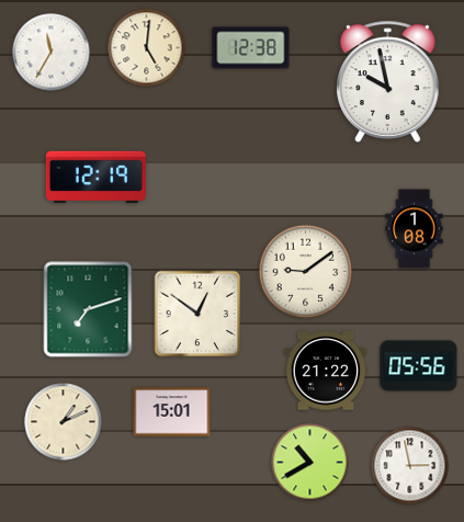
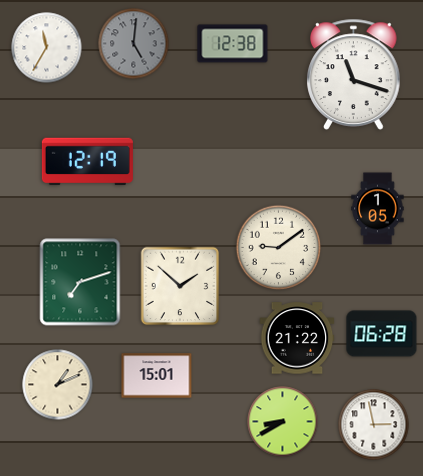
clock at (147, 48) dial: cream -> grey
clock at (251, 48) position: (251, 48) -> (233, 44)
clock at (388, 81): 9:58 -> 11:18
clock at (415, 229): 1:08 -> 1:05
clock at (197, 314): 12:51 -> 1:52
clock at (419, 366): 05:56 -> 06:28
clock at (310, 463): 10:40 -> 8:40
